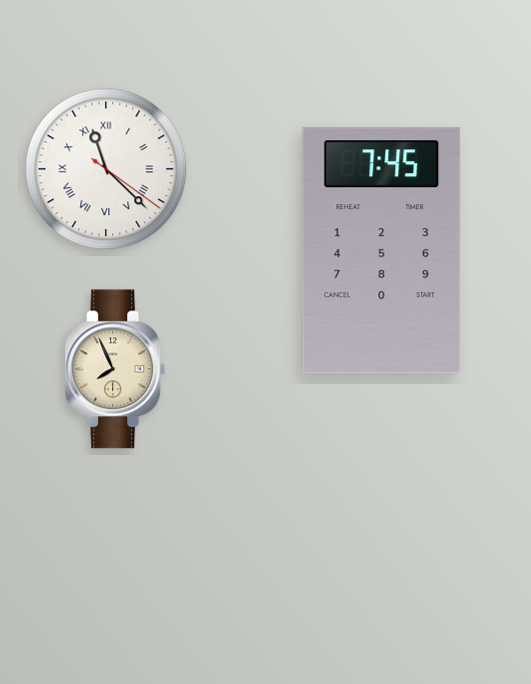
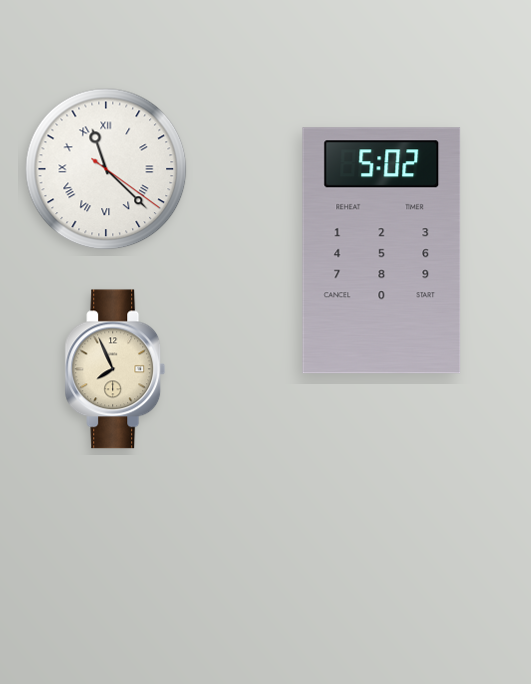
clock at (382, 251): 7:45 -> 5:02
